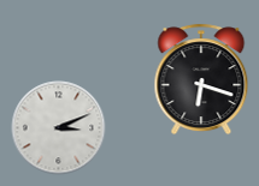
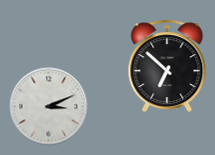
clock at (201, 79): 6:18 -> 6:52
